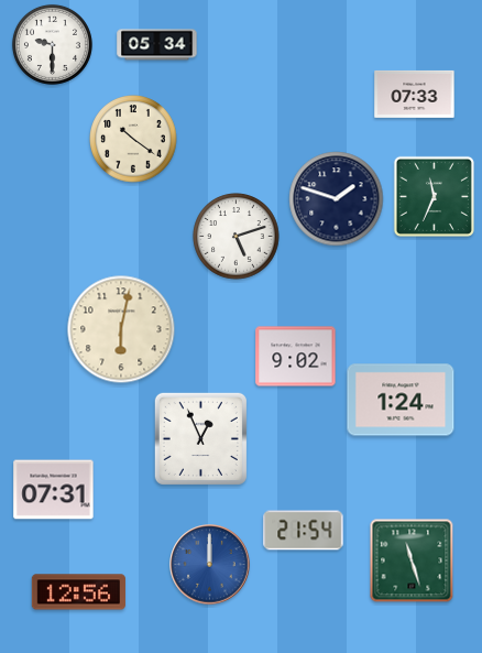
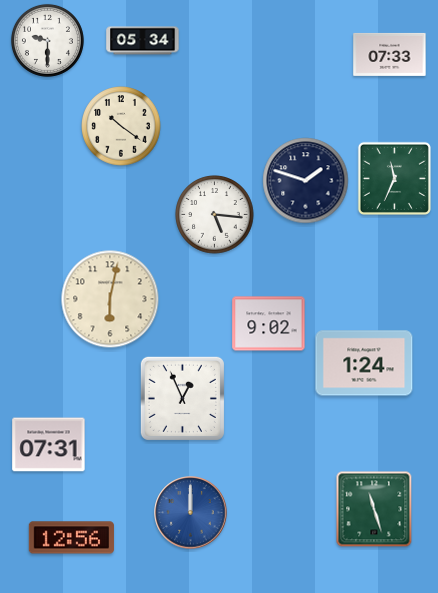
clock at (415, 94) position: (415, 94) -> (390, 54)
clock at (237, 237): 5:12 -> 5:16
clock at (304, 531): 21:54 -> none
